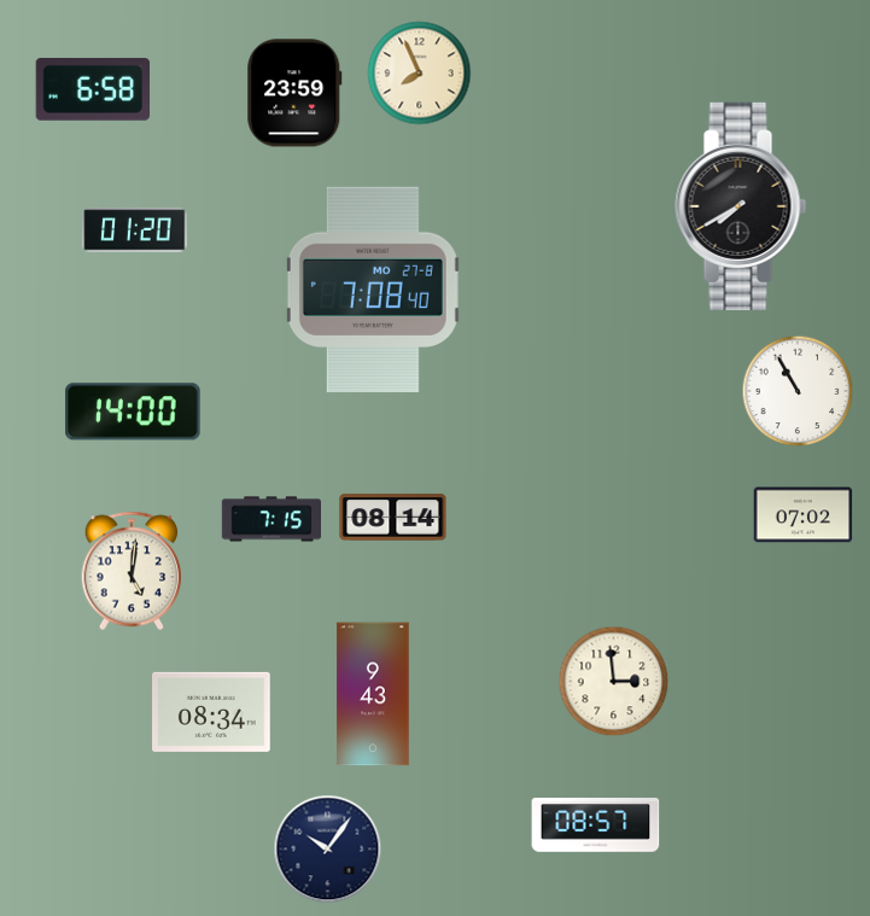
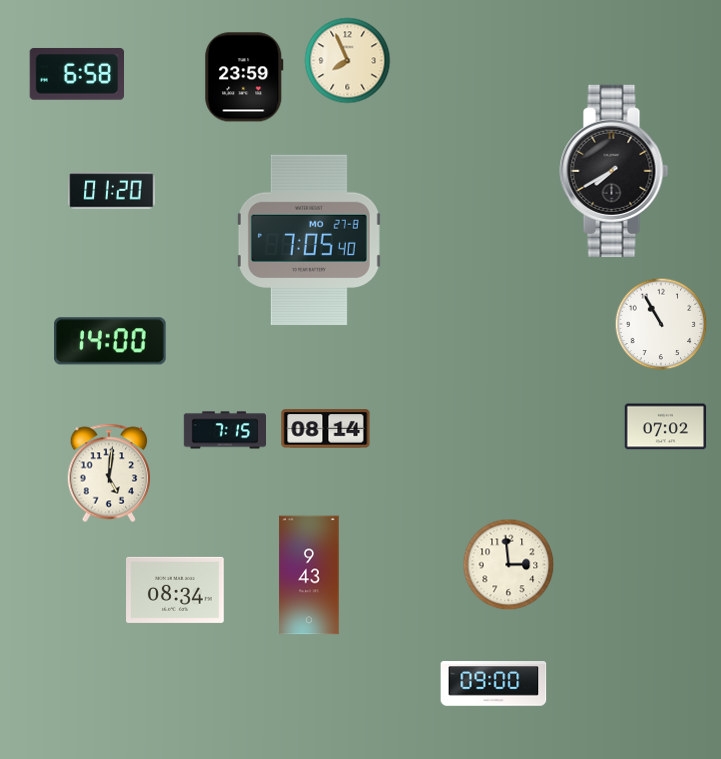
clock at (373, 290): 7:08 -> 7:05
clock at (596, 825): 08:57 -> 09:00
clock at (328, 850): 10:06 -> none
